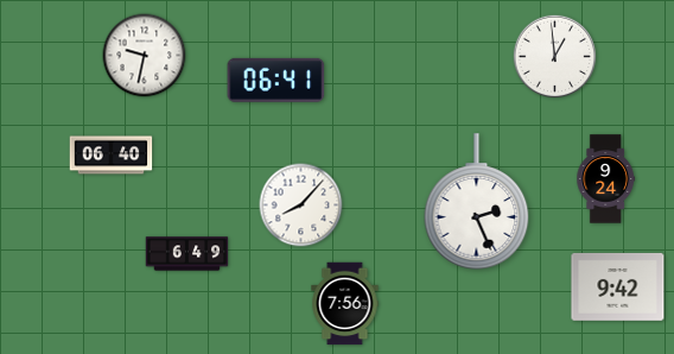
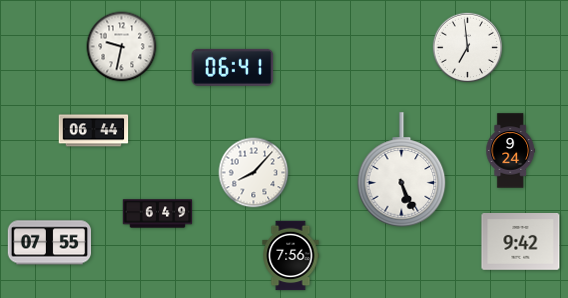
clock at (555, 57): 12:59 -> 6:59
clock at (112, 156): 06:40 -> 06:44
clock at (477, 202): 2:26 -> 5:26
clock at (49, 243): none -> 07:55
